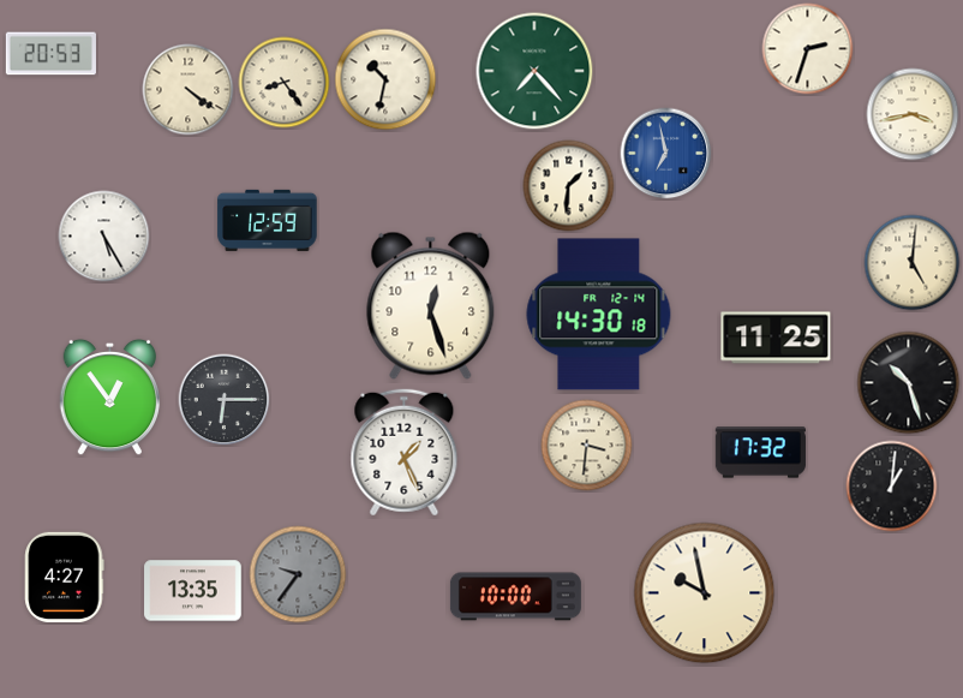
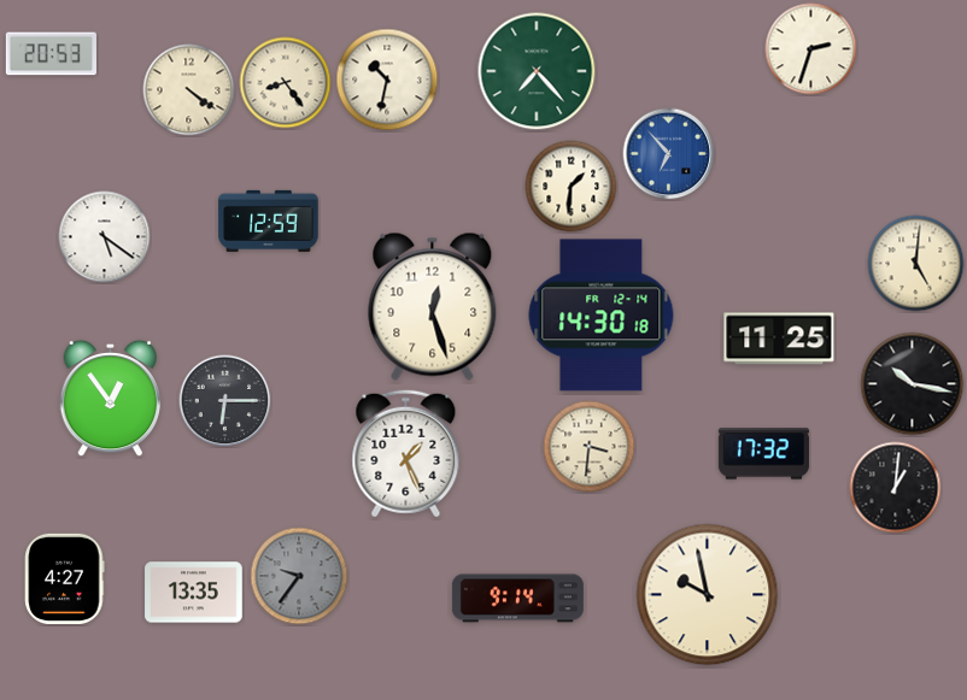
clock at (913, 114): 3:43 -> none
clock at (666, 154): 6:58 -> 6:53
clock at (104, 237): 5:25 -> 5:21
clock at (909, 383): 10:27 -> 10:17
clock at (515, 597): 10:00 -> 9:14
